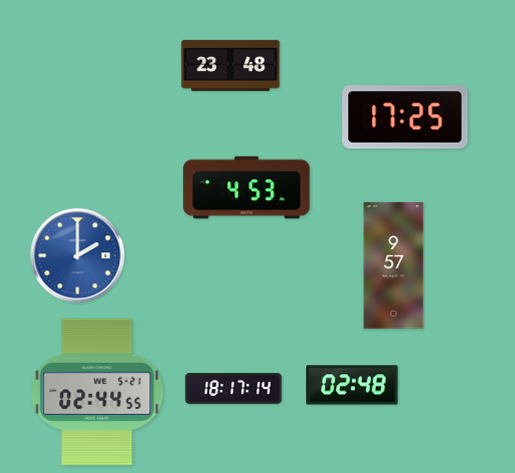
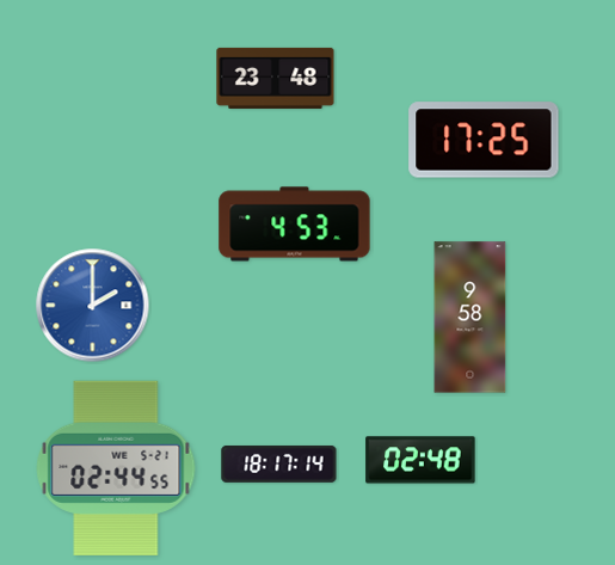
clock at (394, 266): 9:57 -> 9:58
